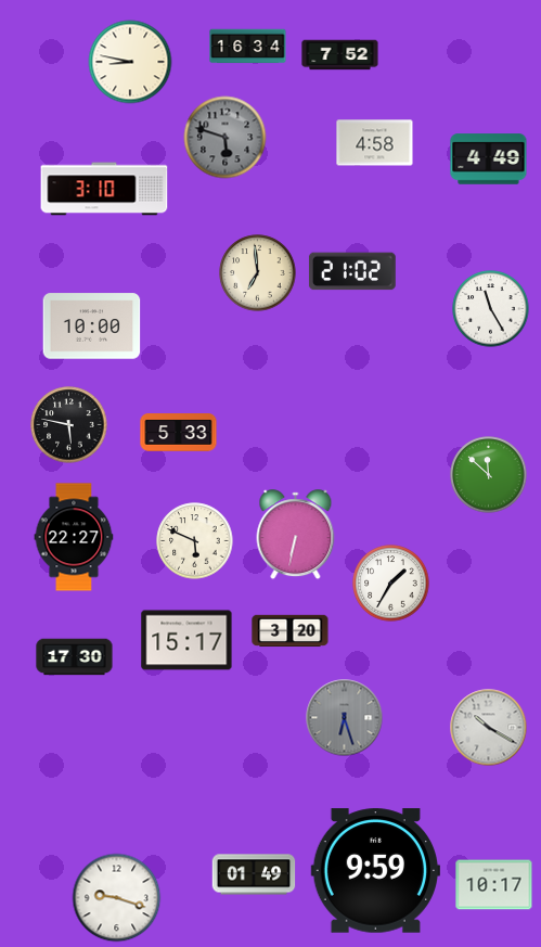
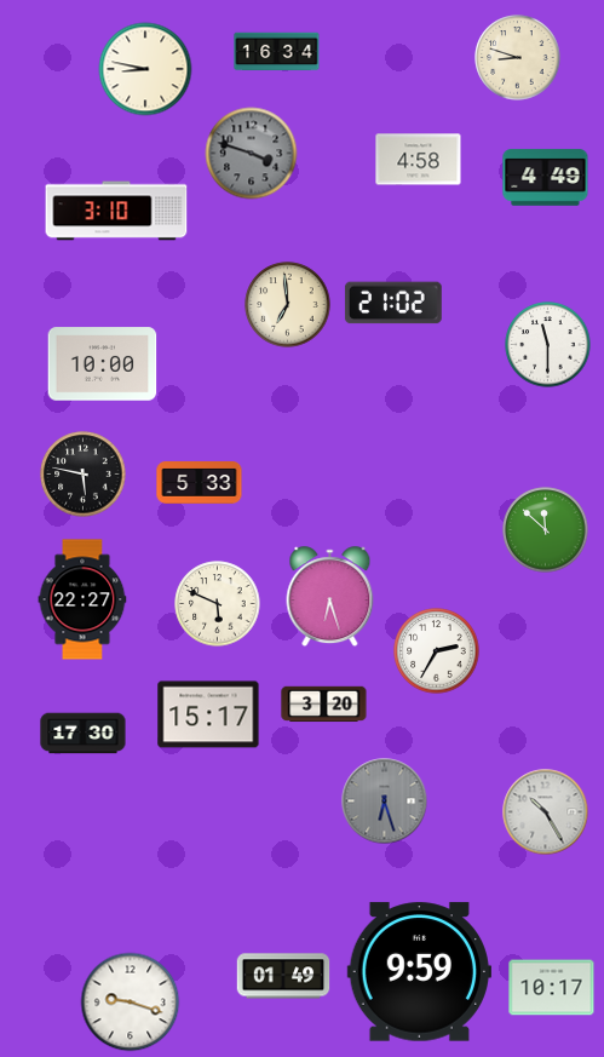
clock at (518, 58): none -> 8:48
clock at (340, 55): 7:52 -> none
clock at (226, 138): 5:48 -> 3:48
clock at (491, 309): 11:25 -> 11:30
clock at (69, 425) position: (69, 425) -> (84, 475)
clock at (296, 535): 6:32 -> 6:27
clock at (391, 584): 1:35 -> 2:35
clock at (489, 728): 10:20 -> 10:25
